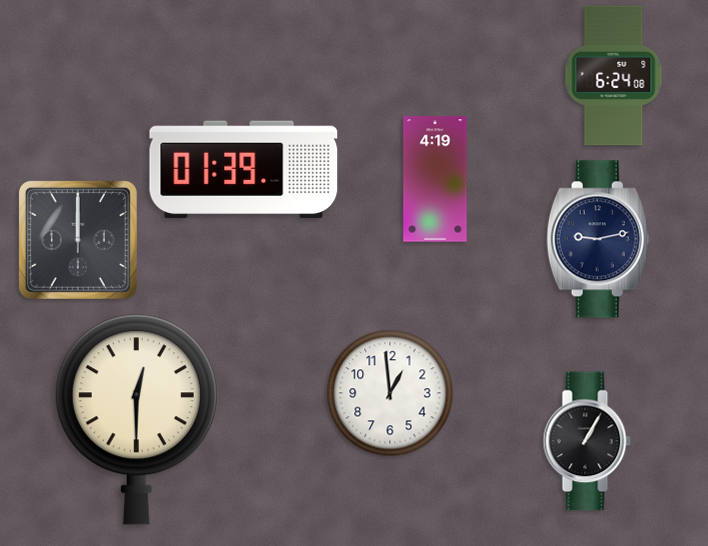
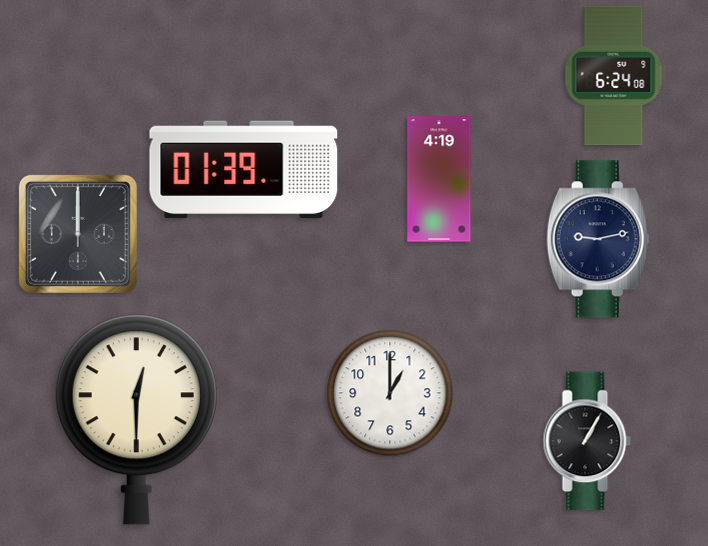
clock at (435, 179) position: (435, 179) -> (439, 179)
clock at (78, 240) position: (78, 240) -> (78, 234)
clock at (390, 393): 12:59 -> 1:00
